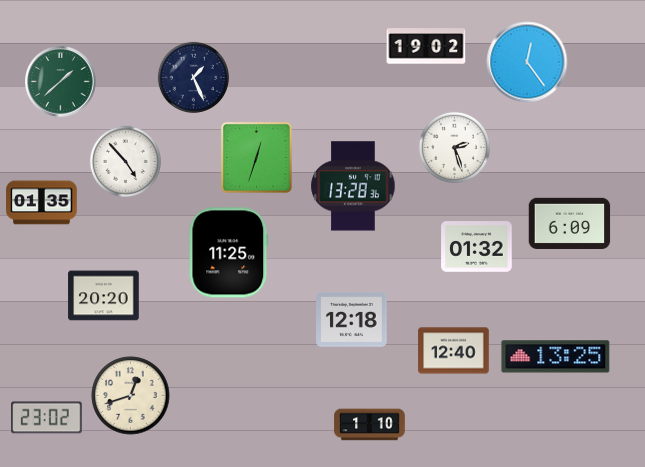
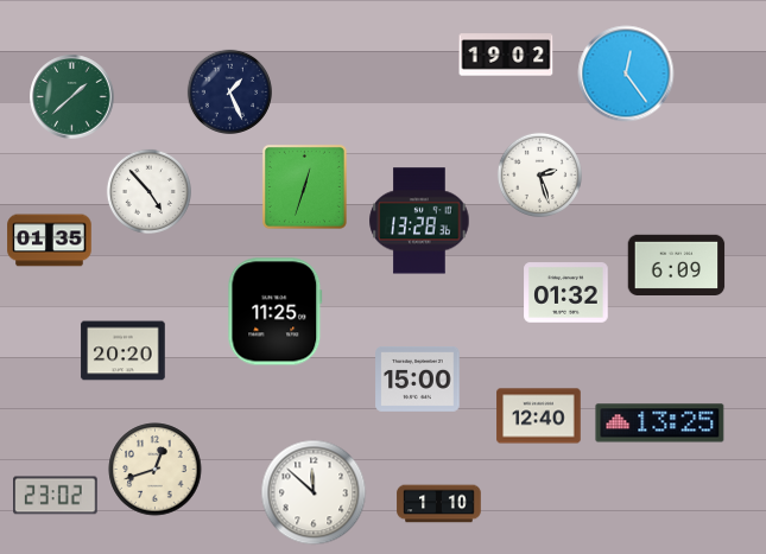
clock at (229, 253) position: (229, 253) -> (276, 312)
clock at (352, 319): 12:18 -> 15:00
clock at (314, 492): none -> 11:52
